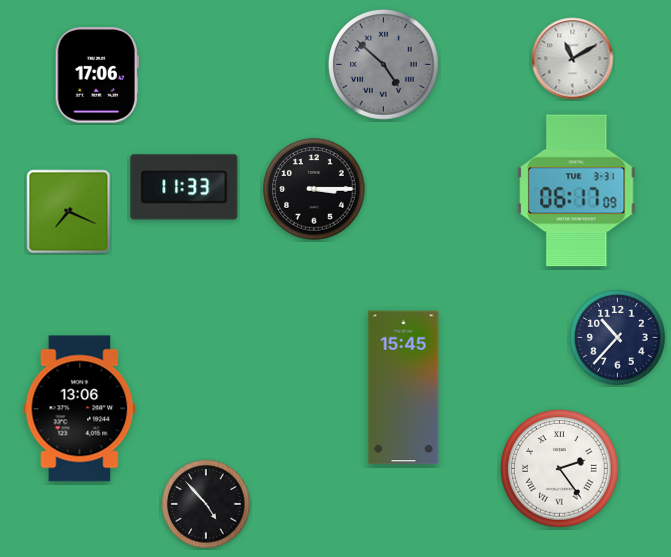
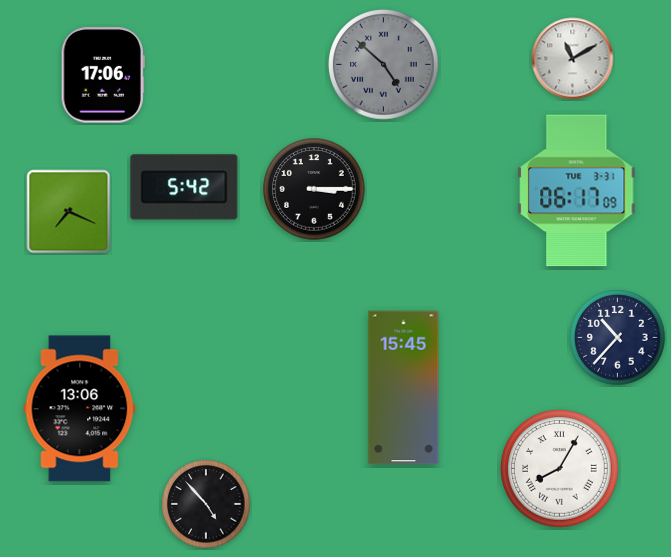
clock at (97, 75) position: (97, 75) -> (103, 75)
clock at (184, 187): 11:33 -> 5:42
clock at (560, 469): 2:24 -> 8:05
